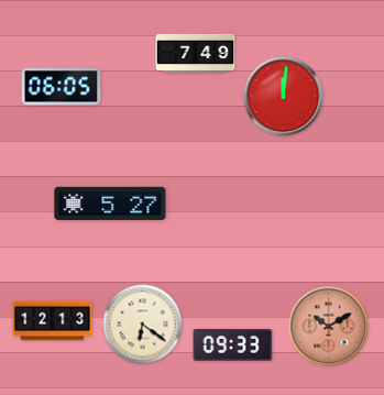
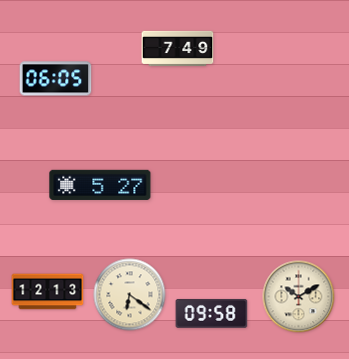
clock at (284, 97): 12:01 -> none
clock at (329, 327) dial: salmon -> cream
clock at (233, 344): 09:33 -> 09:58
